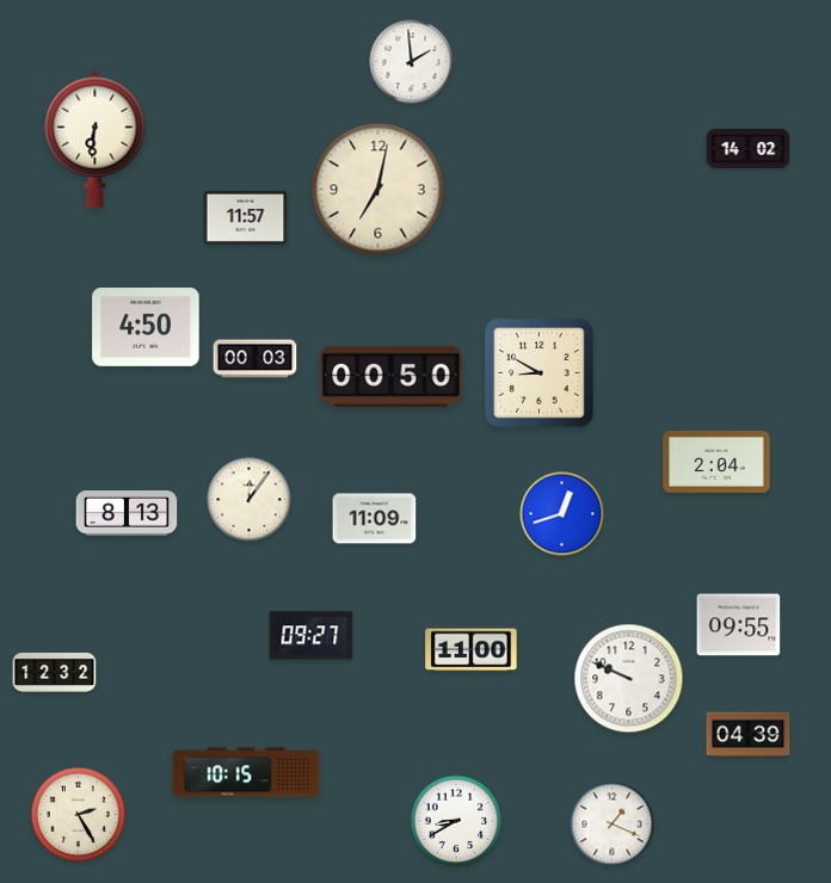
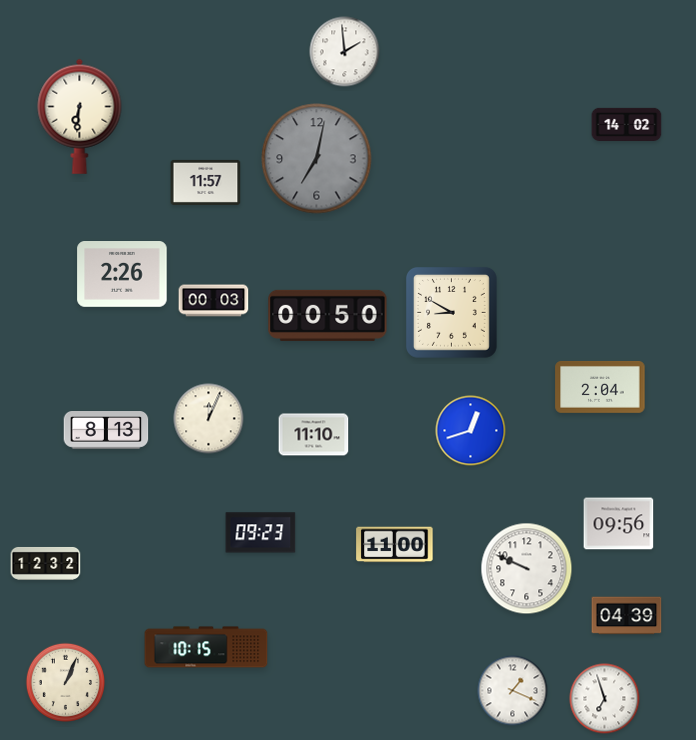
clock at (378, 190) dial: cream -> grey
clock at (146, 328): 4:50 -> 2:26
clock at (250, 500): 12:06 -> 12:04
clock at (375, 519): 11:09 -> 11:10
clock at (739, 625): 09:55 -> 09:56
clock at (312, 636): 09:27 -> 09:23
clock at (78, 814): 2:25 -> 1:04
clock at (456, 821): 8:40 -> none
clock at (605, 699): none -> 6:57
